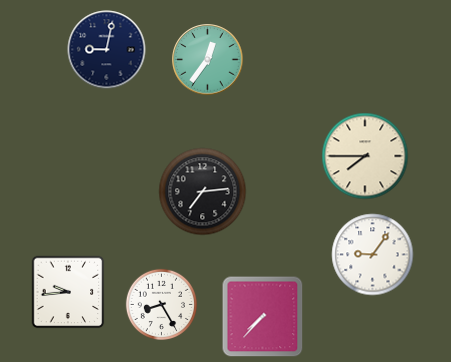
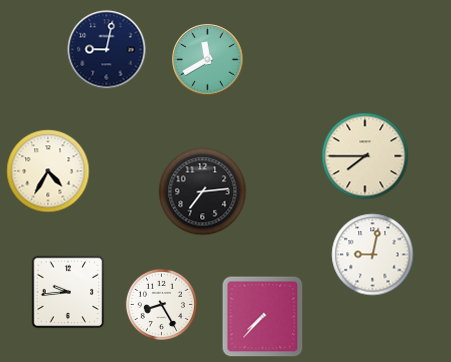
clock at (208, 60): 12:36 -> 11:40
clock at (48, 171): none -> 4:35
clock at (373, 255): 9:06 -> 9:02
